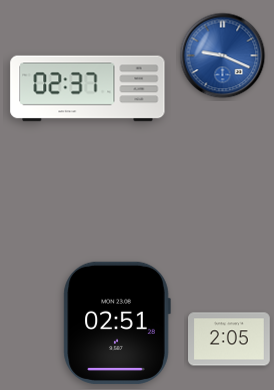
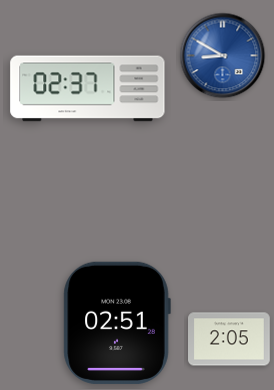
clock at (223, 56): 9:19 -> 8:50
